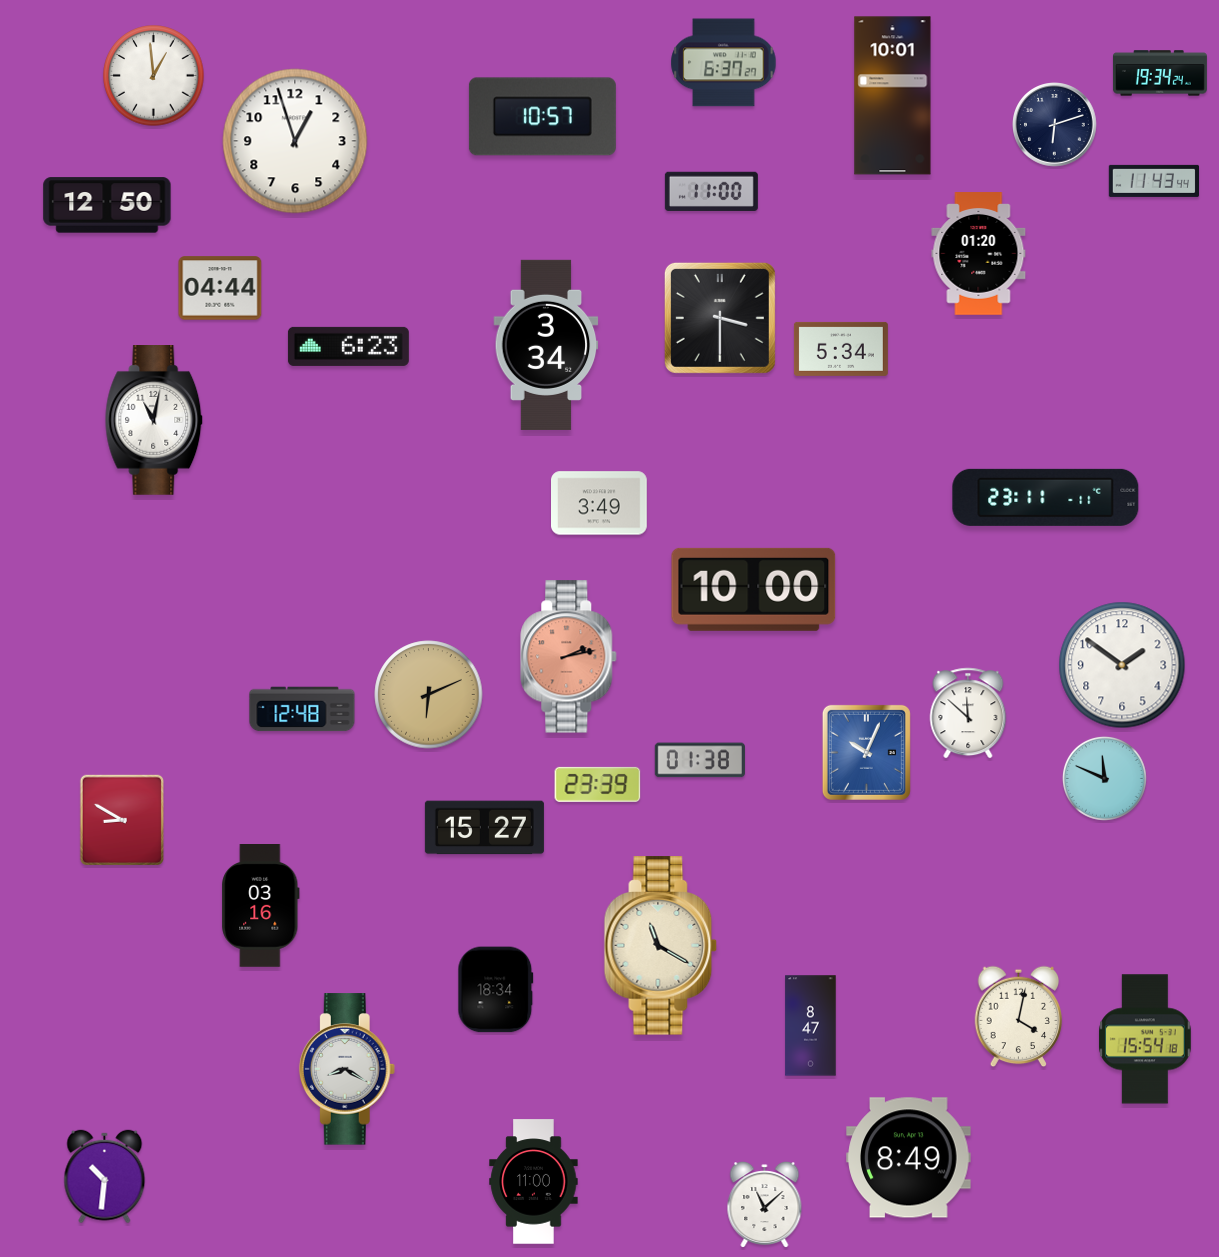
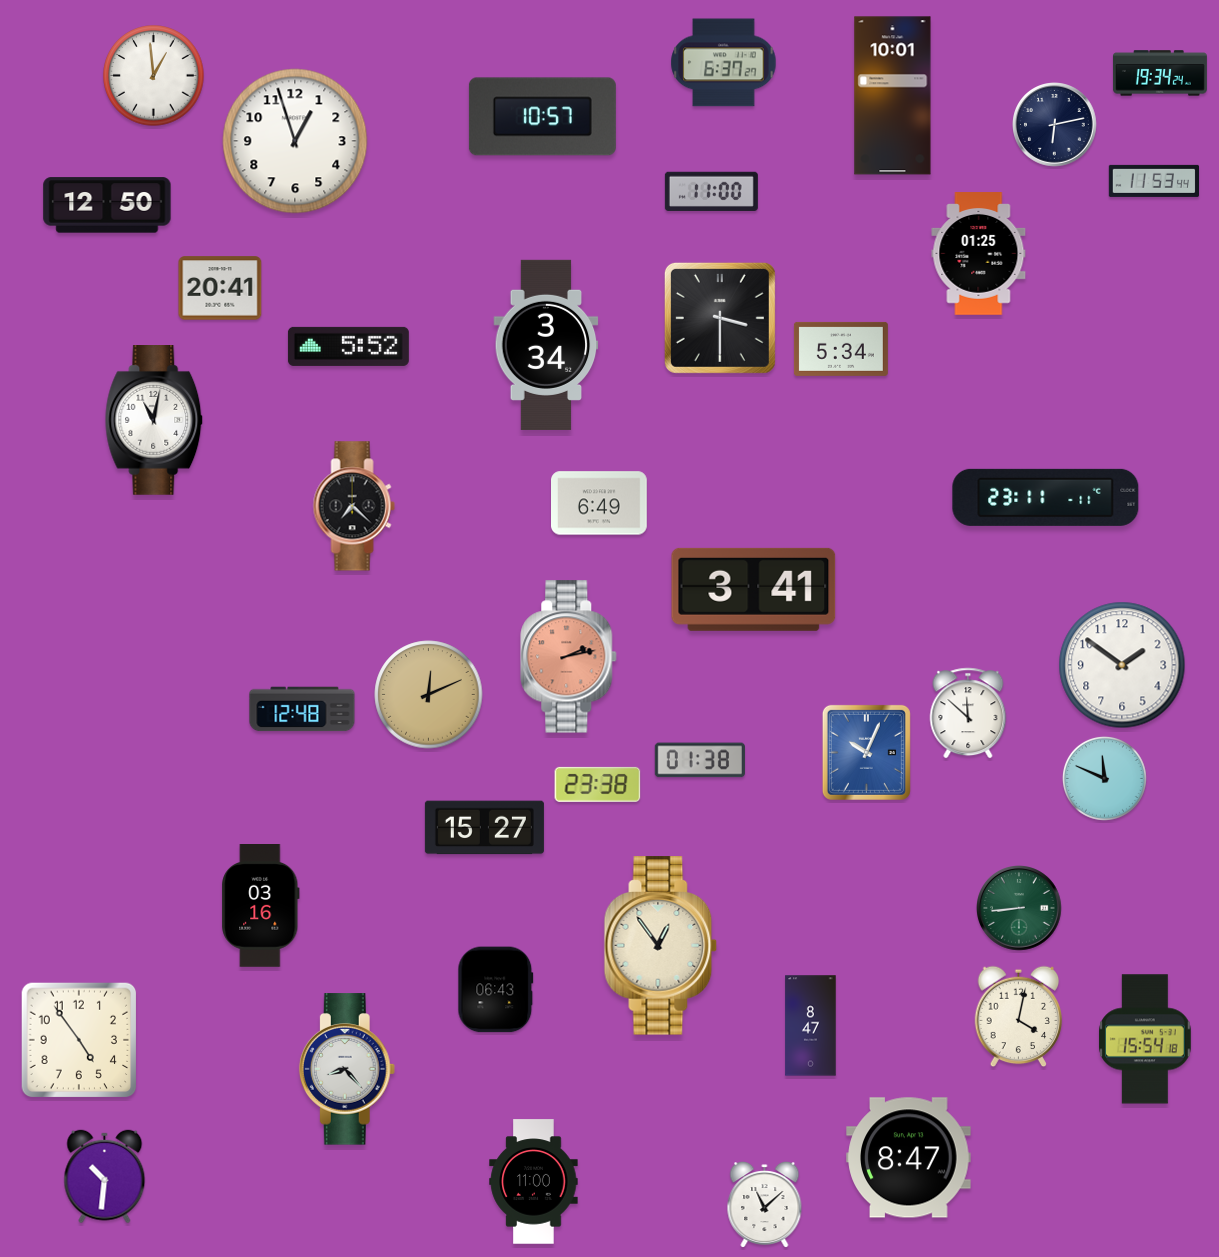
clock at (1055, 125): 6:12 -> 6:13
clock at (1153, 181): 11:43 -> 11:53
clock at (979, 254): 01:20 -> 01:25
clock at (220, 288): 04:44 -> 20:41
clock at (348, 346): 6:23 -> 5:52
clock at (600, 503): 3:49 -> 6:49
clock at (354, 506): none -> 7:22
clock at (754, 589): 10:00 -> 3:41
clock at (429, 695): 6:11 -> 12:11
clock at (598, 784): 23:39 -> 23:38
clock at (121, 819): 8:50 -> none
clock at (1020, 909): none -> 8:44
clock at (661, 946): 11:20 -> 12:54
clock at (496, 990): 18:34 -> 06:43
clock at (79, 1040): none -> 4:54
clock at (347, 1069): 8:20 -> 8:23
clock at (909, 1158): 8:49 -> 8:47
